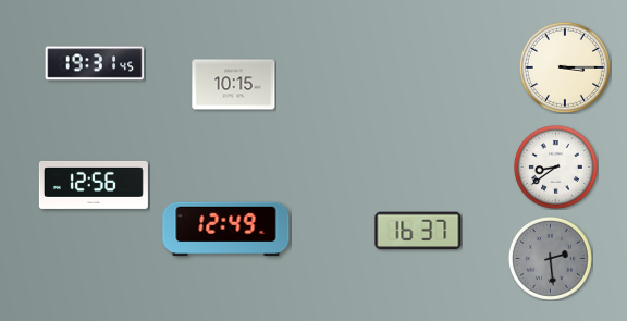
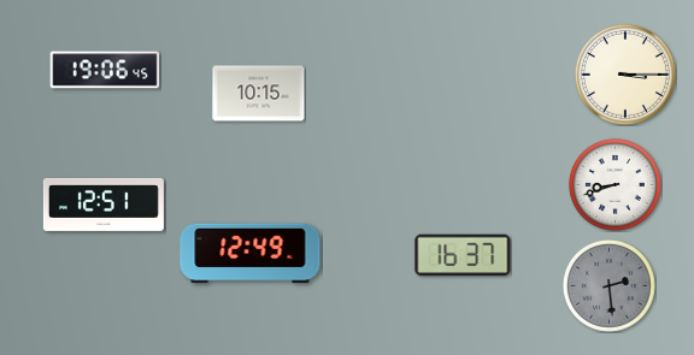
clock at (95, 63): 19:31 -> 19:06
clock at (555, 166): 8:39 -> 8:42
clock at (94, 185): 12:56 -> 12:51
